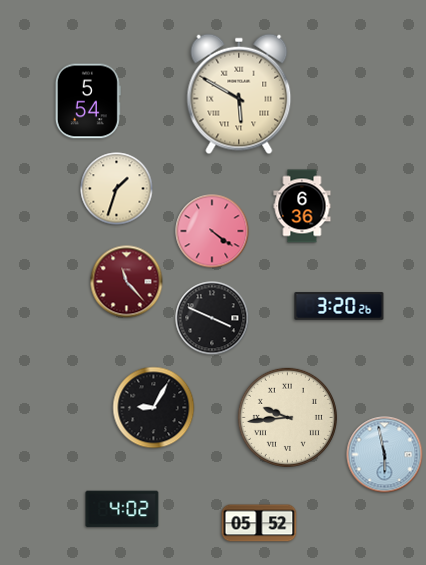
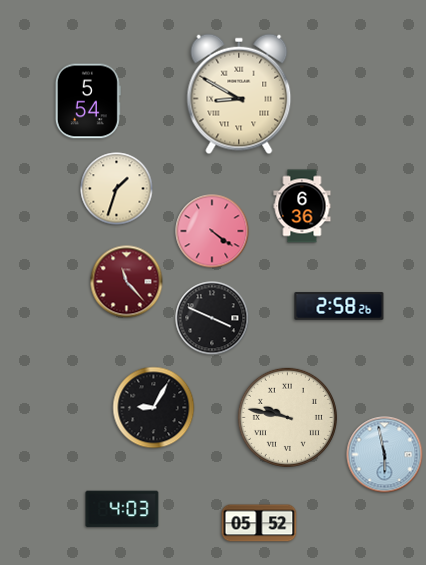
clock at (239, 94): 5:50 -> 8:50
clock at (339, 306): 3:20 -> 2:58
clock at (287, 417): 9:44 -> 9:47
clock at (122, 509): 4:02 -> 4:03
